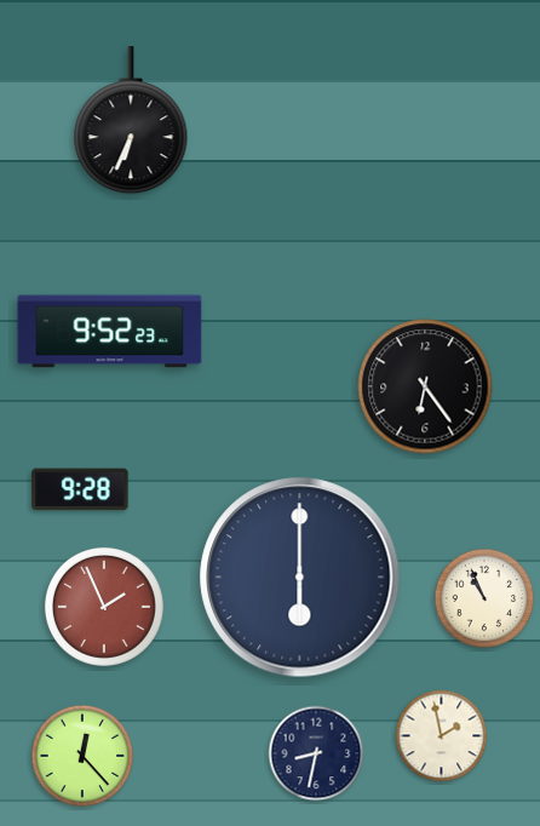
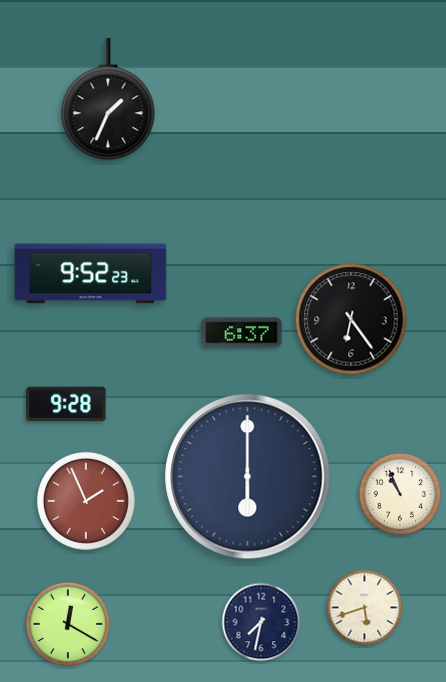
clock at (131, 121): 6:34 -> 1:34
clock at (242, 333): none -> 6:37
clock at (442, 736): 1:58 -> 5:42
clock at (316, 753): 8:32 -> 7:32
clock at (82, 756): 12:23 -> 12:20
